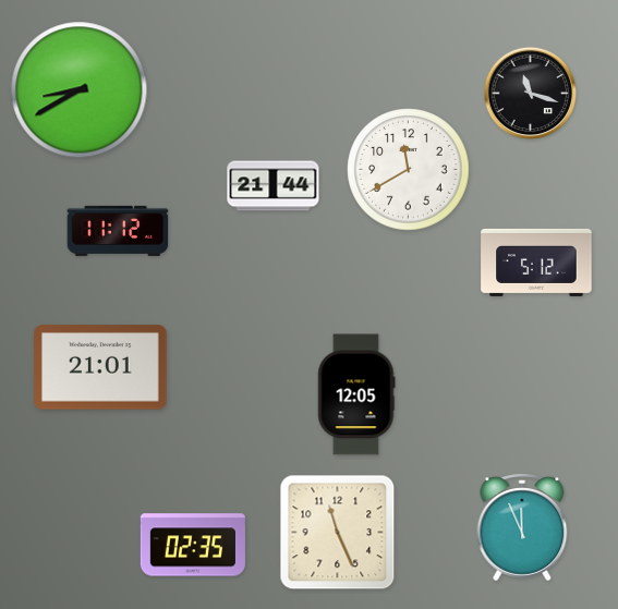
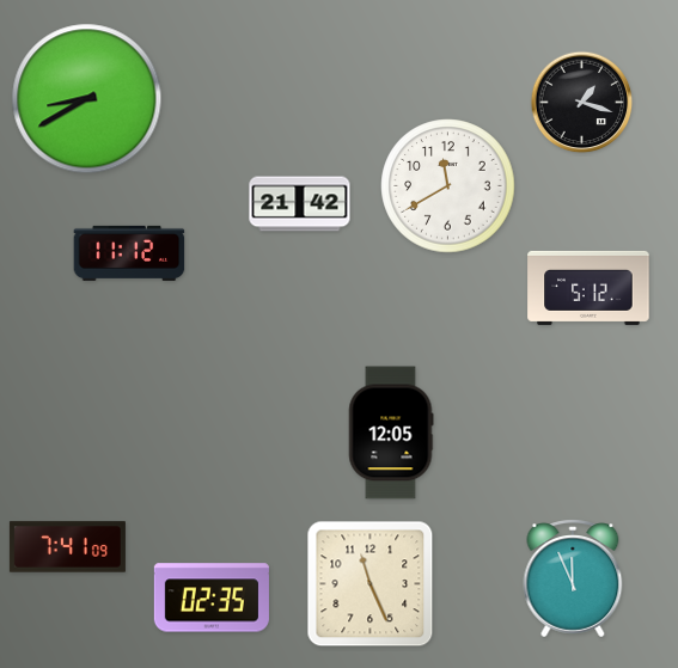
clock at (531, 94): 11:18 -> 1:18
clock at (274, 186): 21:44 -> 21:42
clock at (101, 367): 21:01 -> none
clock at (67, 547): none -> 7:41
